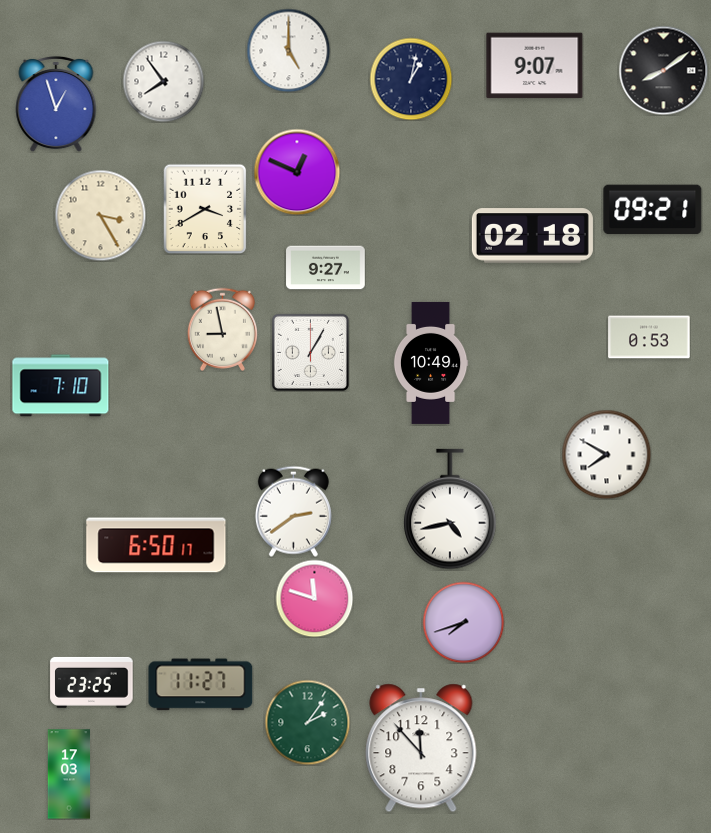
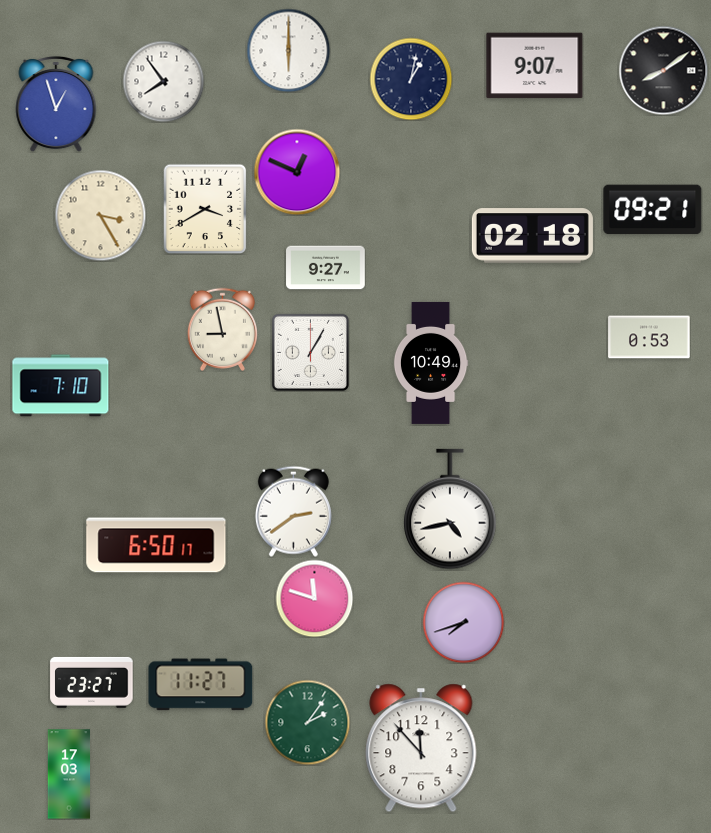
clock at (288, 50): 5:00 -> 6:00
clock at (606, 454): 7:50 -> none
clock at (92, 682): 23:25 -> 23:27
